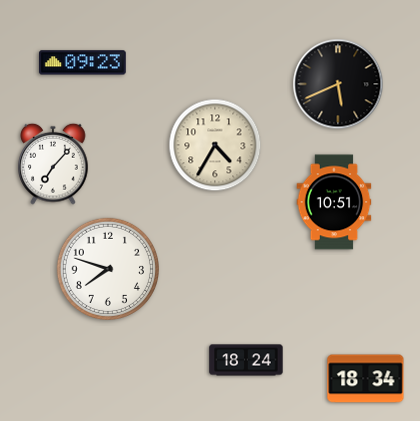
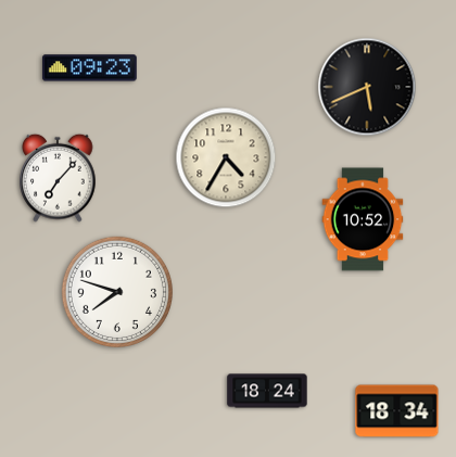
clock at (338, 84) position: (338, 84) -> (367, 87)
clock at (215, 145) position: (215, 145) -> (226, 157)
clock at (334, 202): 10:51 -> 10:52
